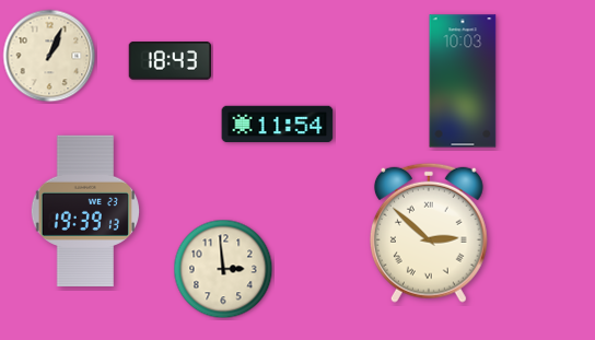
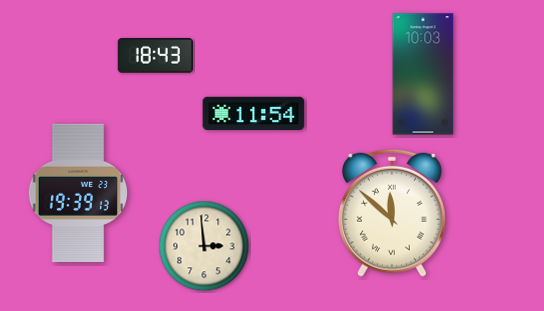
clock at (49, 56): 1:04 -> none
clock at (429, 233): 2:52 -> 11:52
